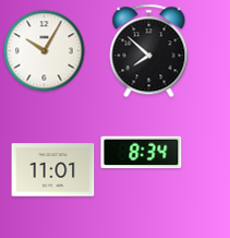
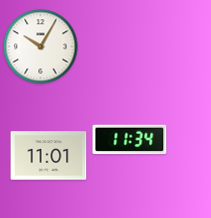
clock at (149, 51): 7:52 -> none
clock at (142, 153): 8:34 -> 11:34
